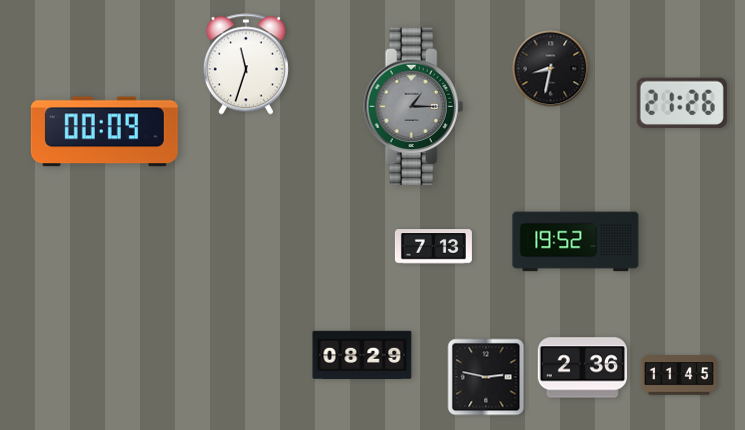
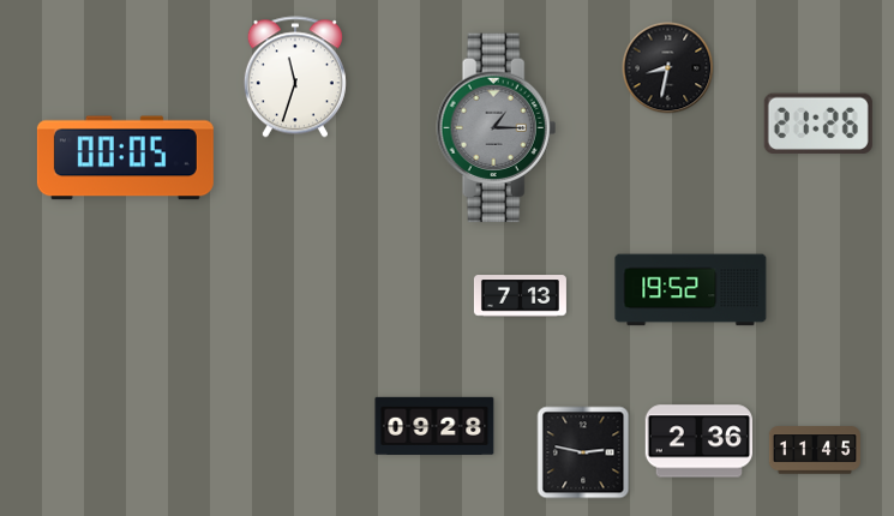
clock at (551, 69) position: (551, 69) -> (668, 68)
clock at (104, 132): 00:09 -> 00:05
clock at (362, 355): 08:29 -> 09:28
